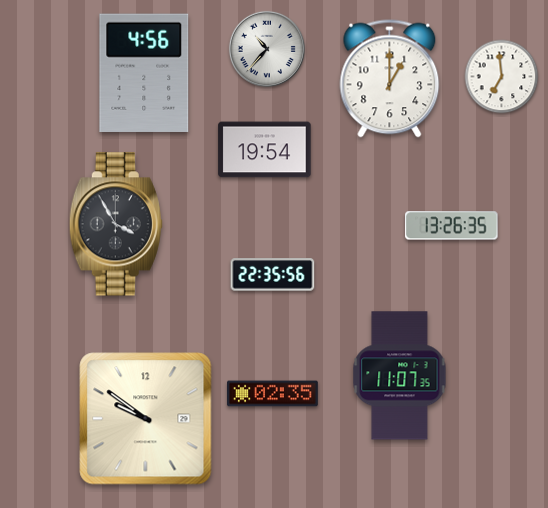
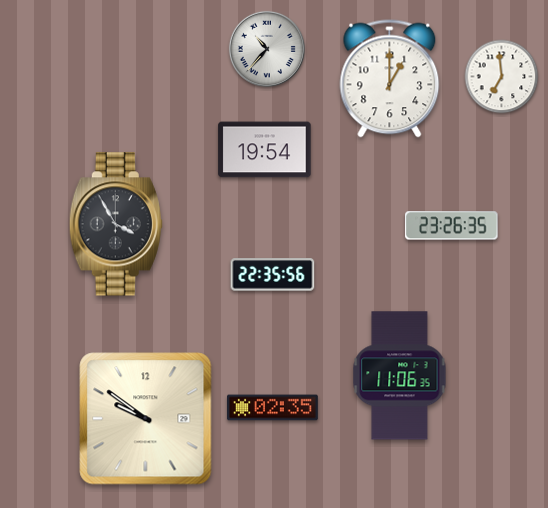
clock at (144, 72): 4:56 -> none
clock at (452, 226): 13:26 -> 23:26
clock at (400, 376): 11:07 -> 11:06
clock at (273, 394) position: (273, 394) -> (273, 408)
